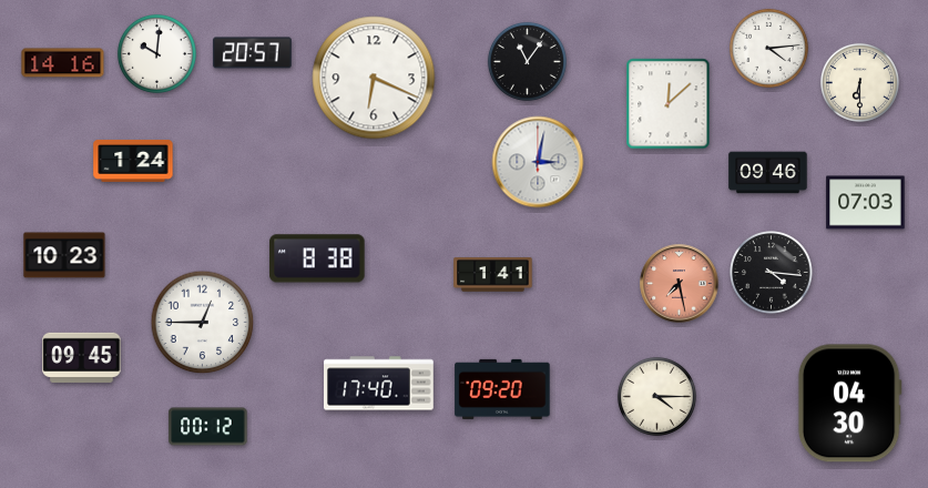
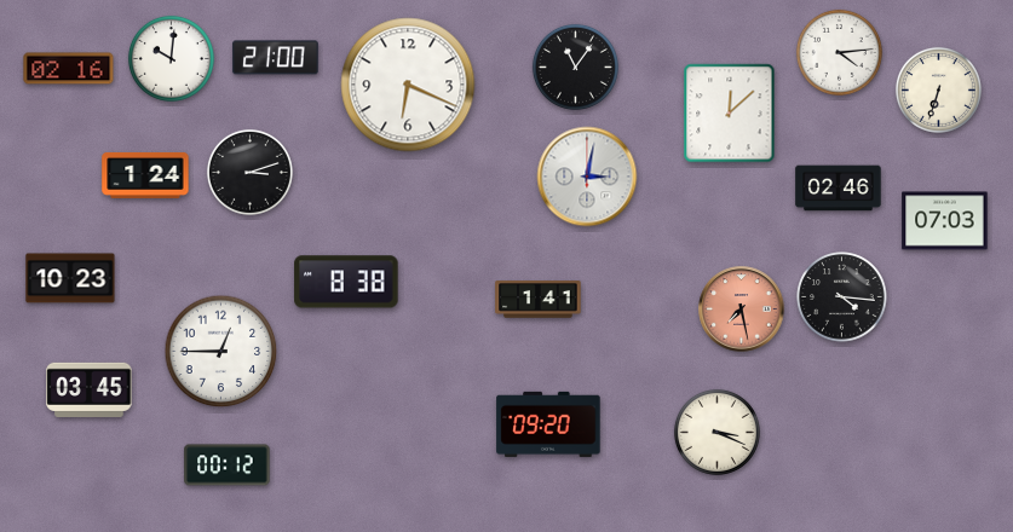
clock at (253, 53): 20:57 -> 21:00
clock at (63, 63): 14:16 -> 02:16
clock at (859, 82): 6:30 -> 6:33
clock at (249, 172): none -> 3:12
clock at (768, 173): 09:46 -> 02:46
clock at (82, 357): 09:45 -> 03:45
clock at (379, 384): 17:40 -> none
clock at (656, 396): 4:15 -> 3:19
clock at (849, 404): 04:30 -> none
